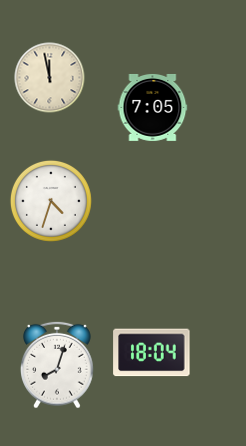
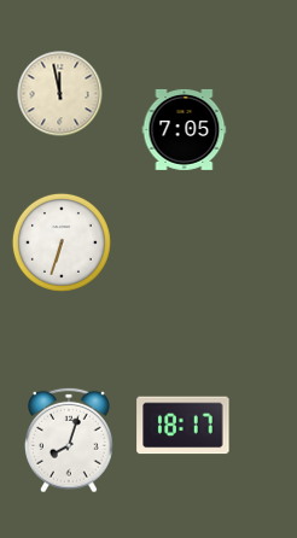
clock at (51, 201): 4:33 -> 6:33
clock at (152, 353): 18:04 -> 18:17
